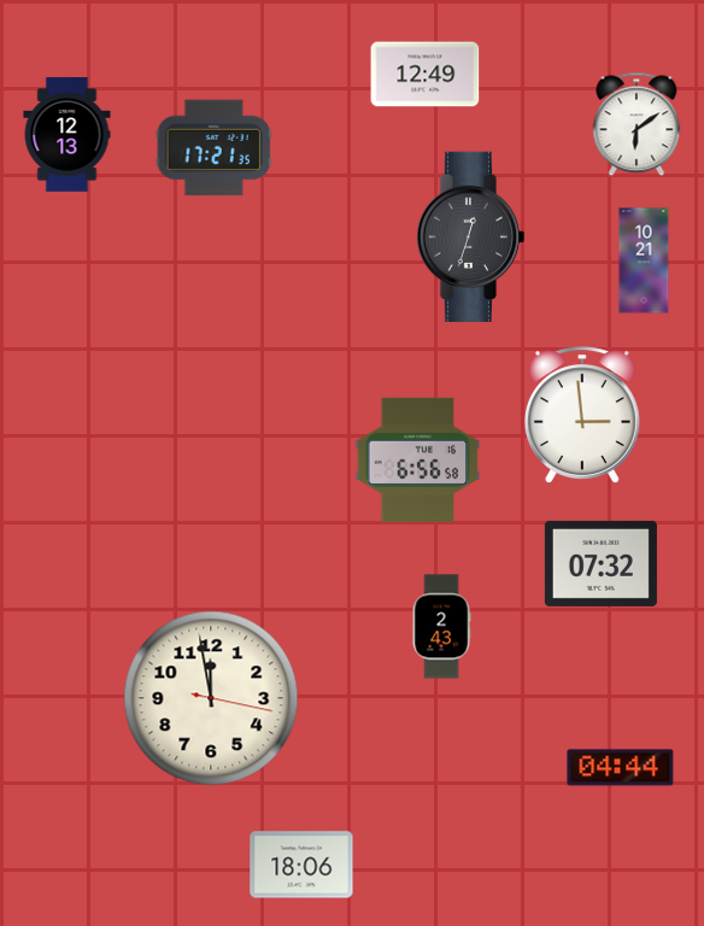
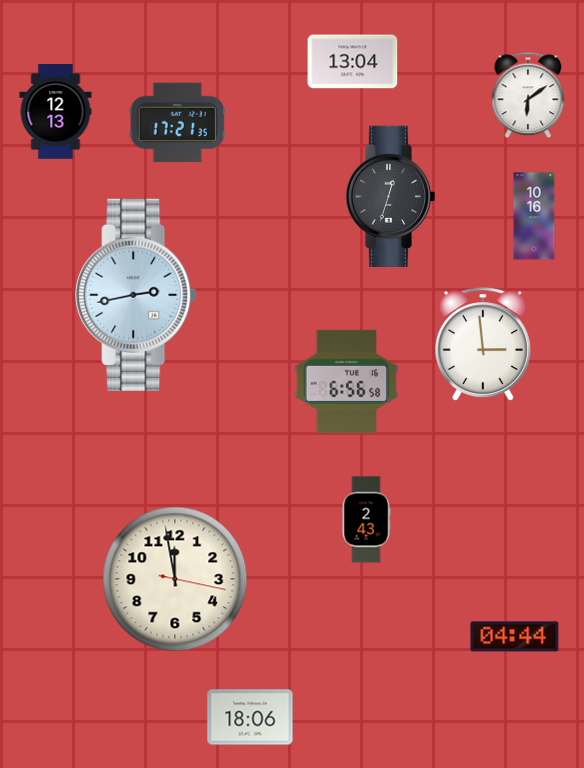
clock at (426, 75): 12:49 -> 13:04
clock at (636, 124) position: (636, 124) -> (528, 95)
clock at (644, 260): 10:21 -> 10:16
clock at (136, 295): none -> 2:43
clock at (600, 563): 07:32 -> none
